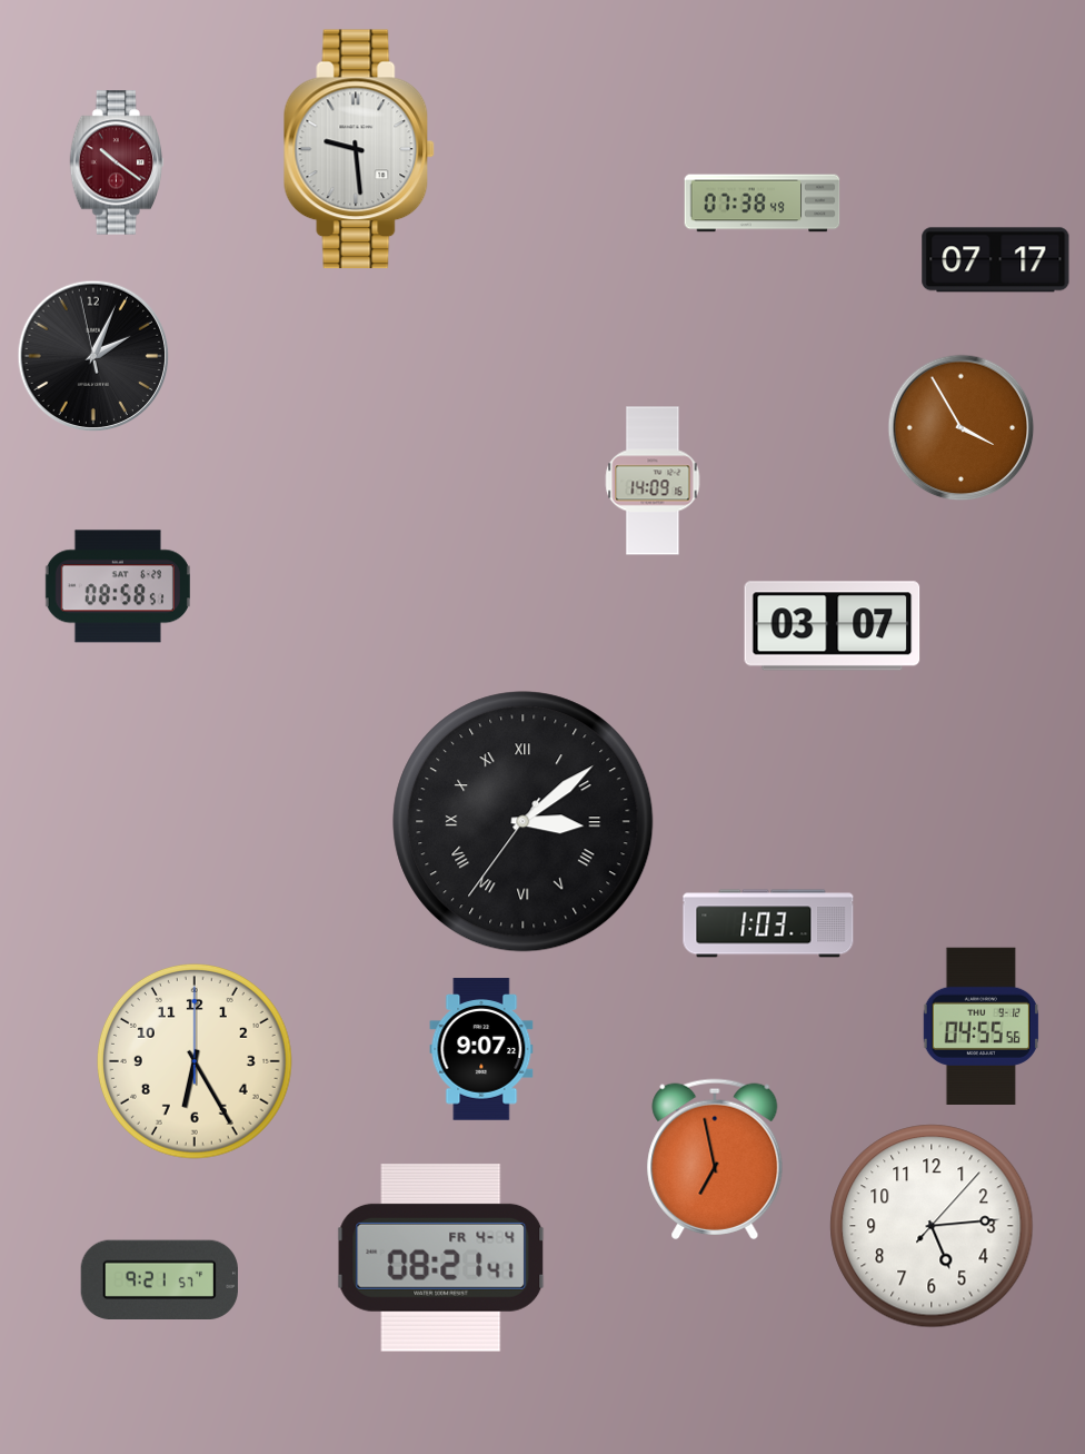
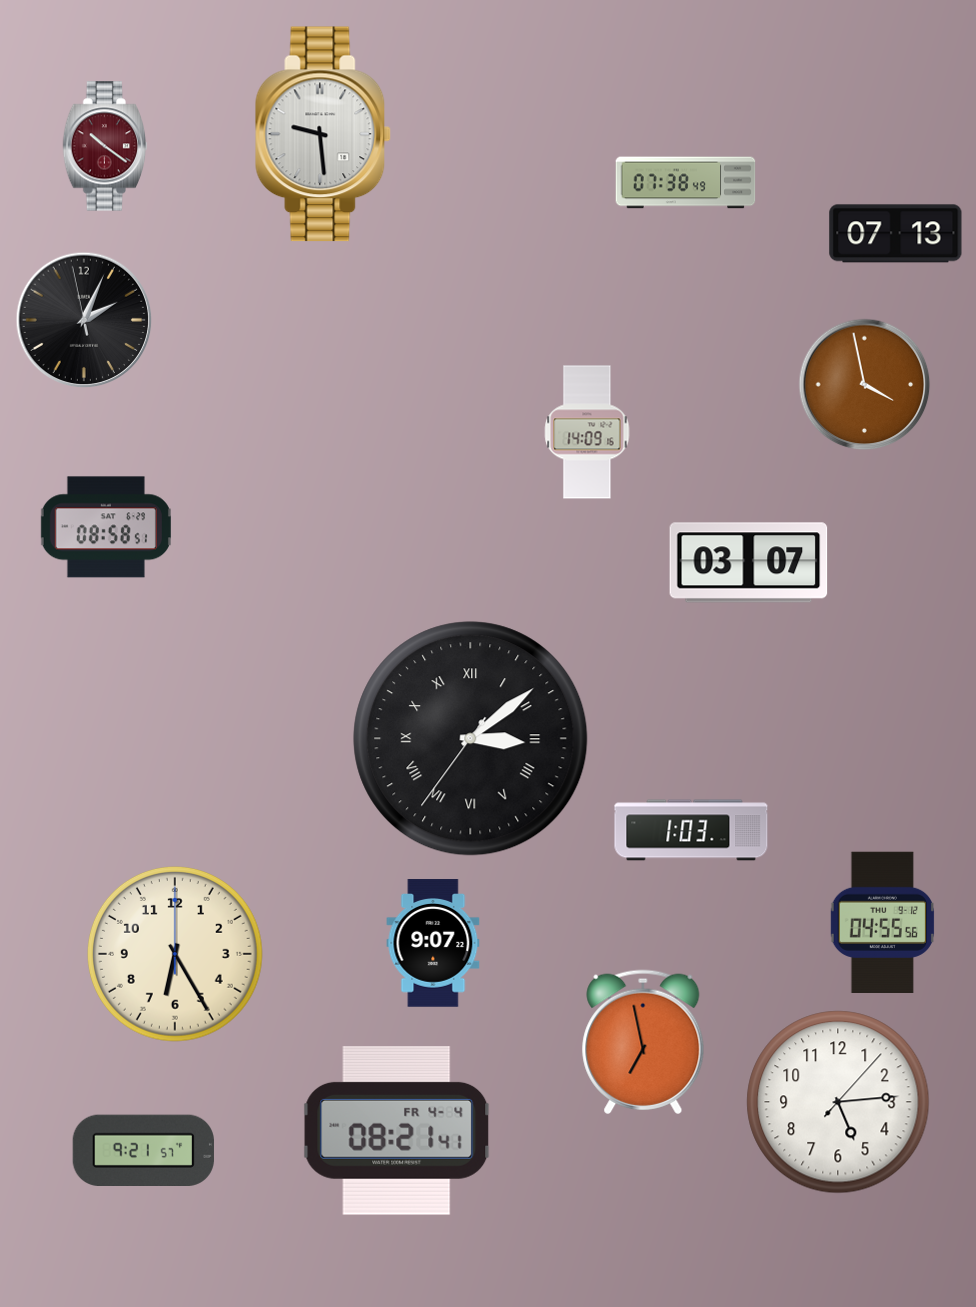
clock at (996, 260): 07:17 -> 07:13
clock at (962, 428): 3:55 -> 3:58
